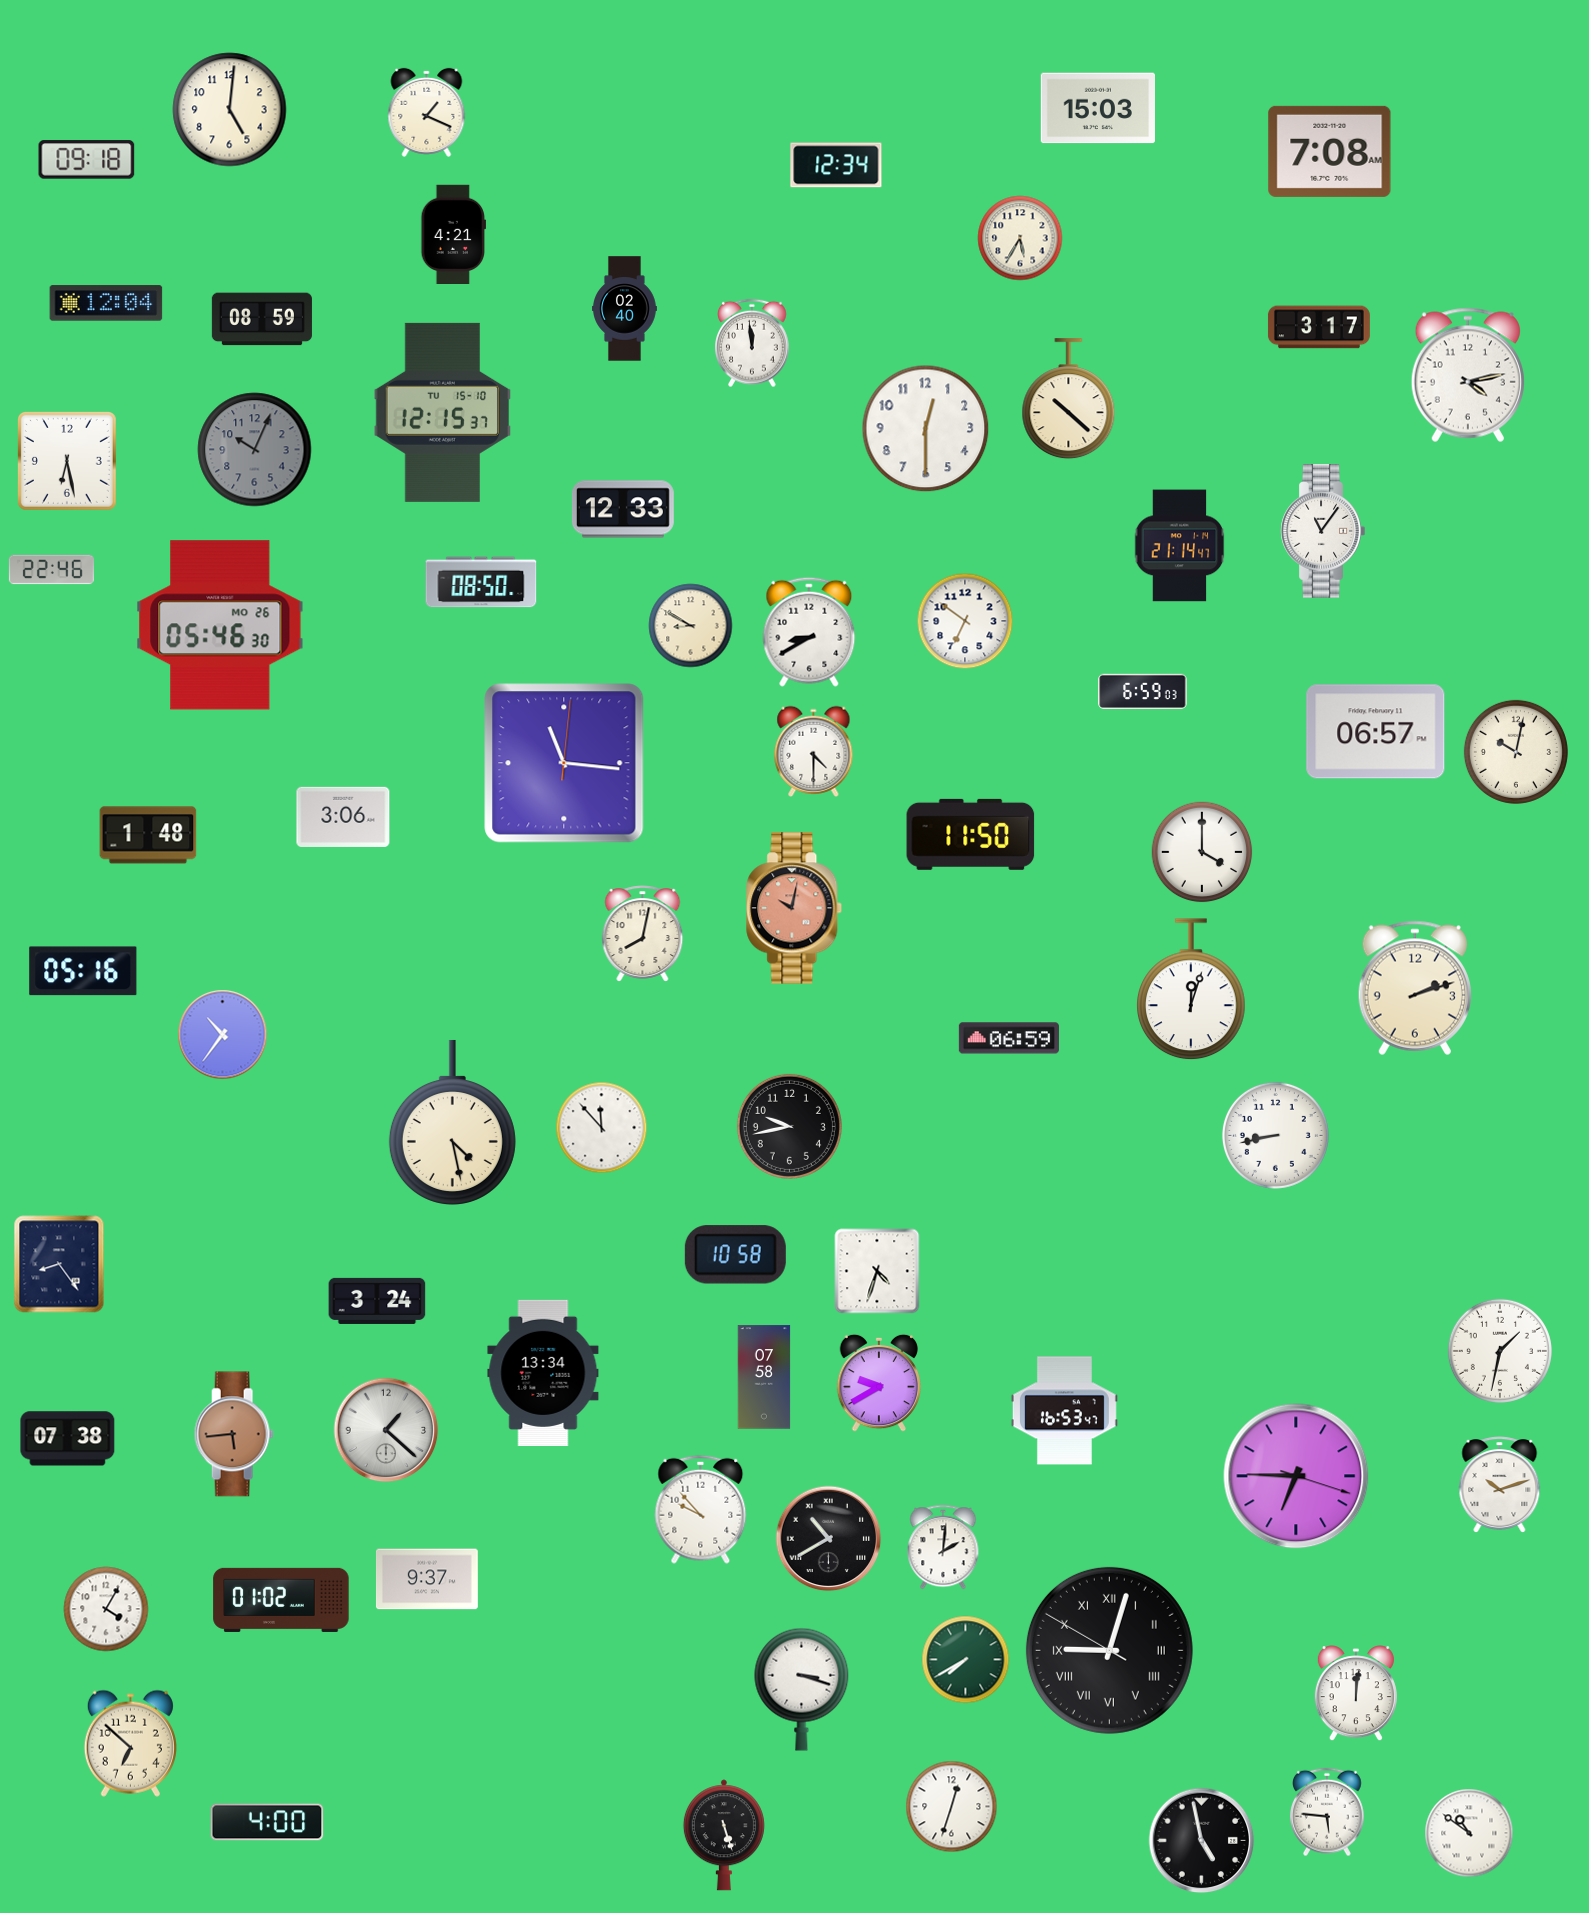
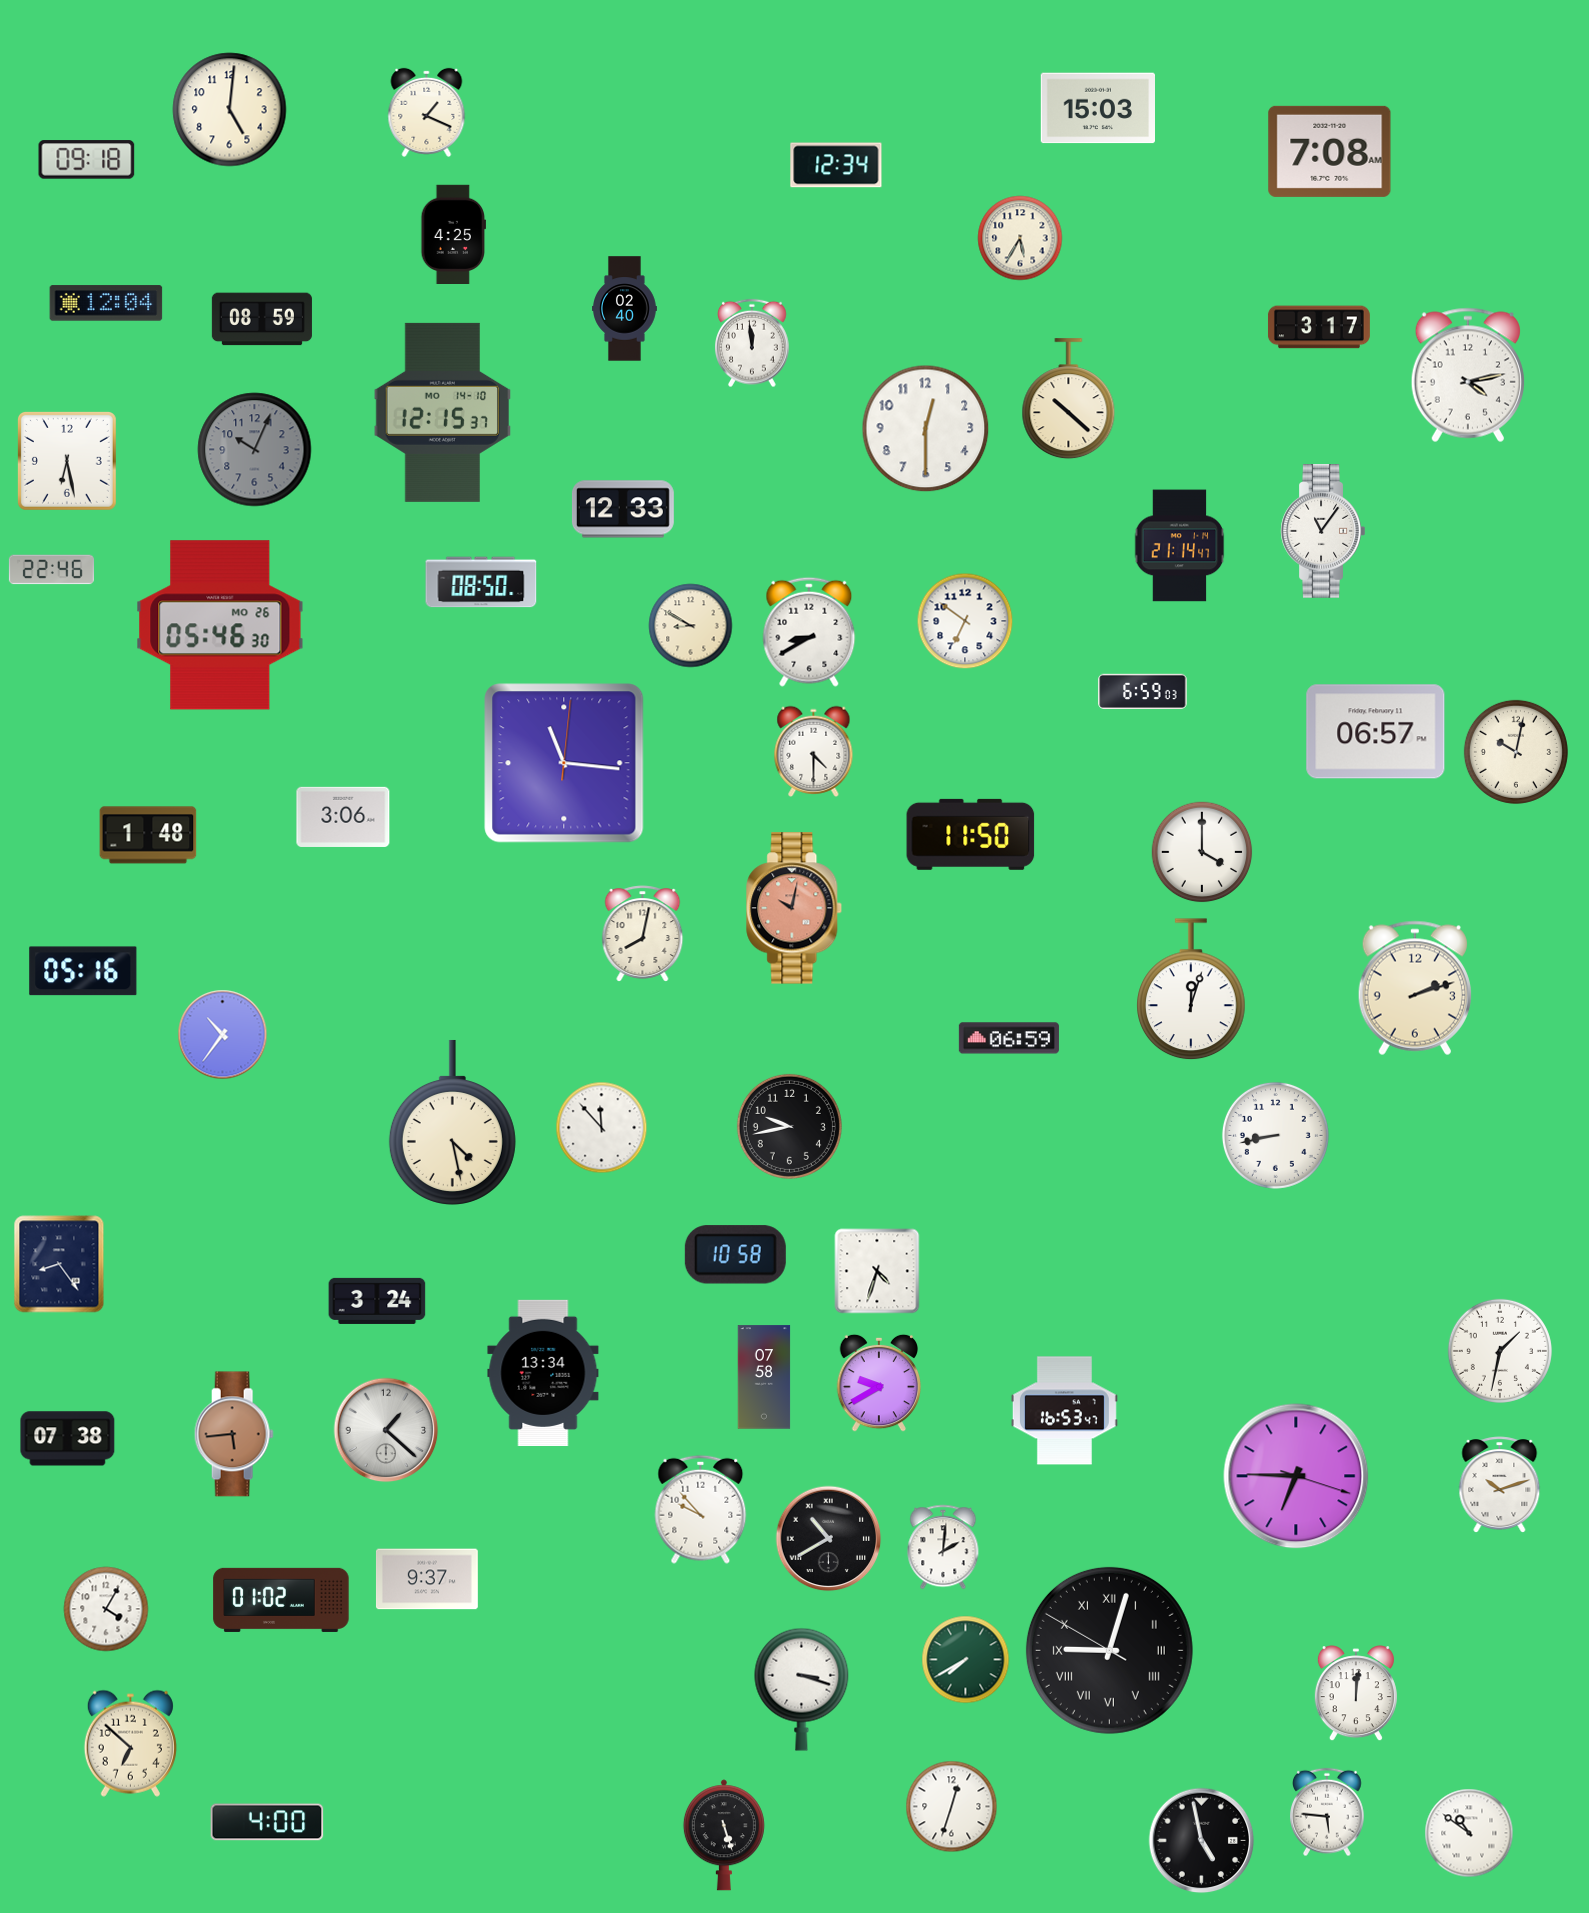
clock at (453, 234): 4:21 -> 4:25
clock at (442, 412) date: TU 15-10 -> MO 14-10
